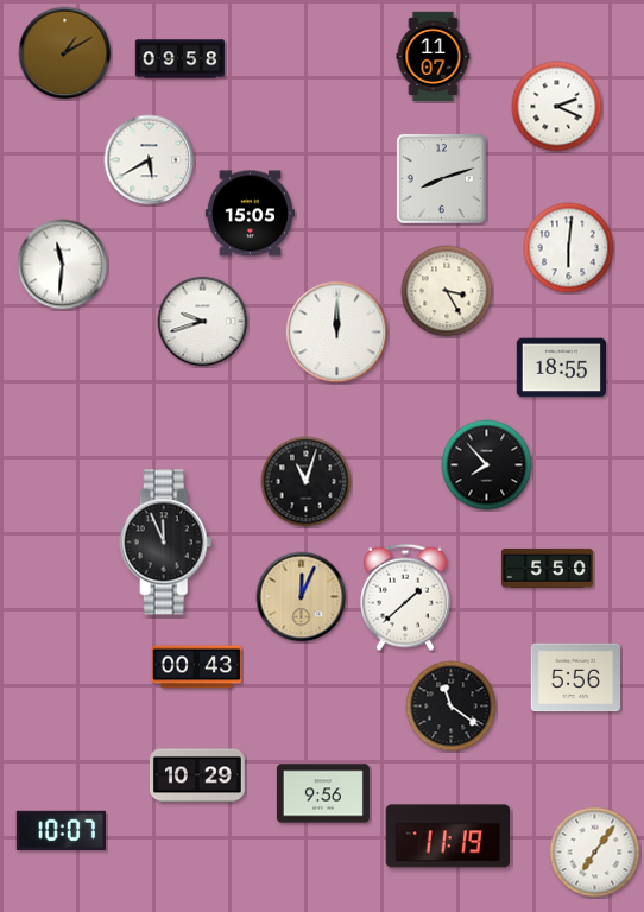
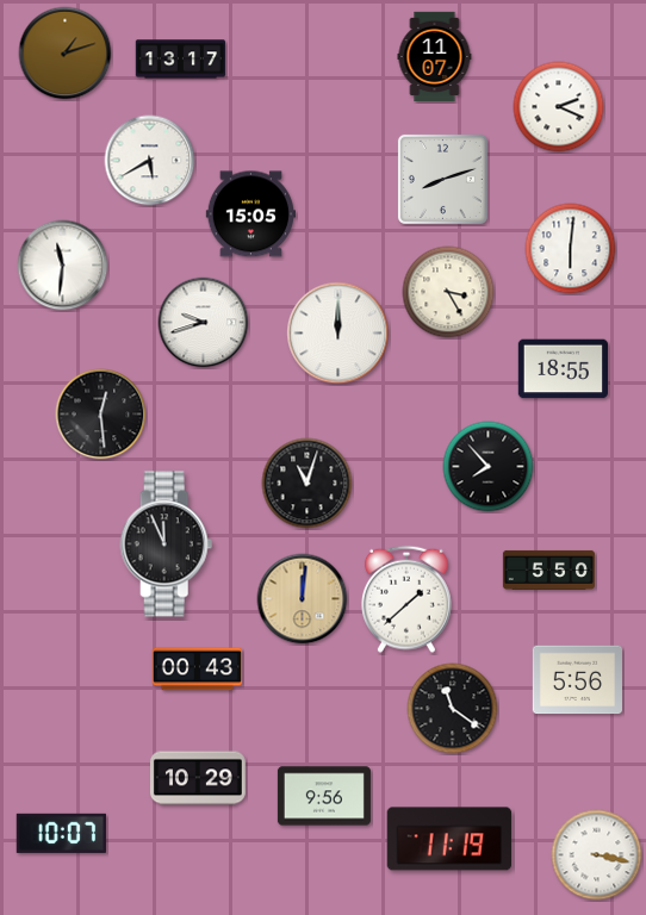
clock at (65, 53): 1:10 -> 1:12
clock at (181, 59): 09:58 -> 13:17
clock at (101, 415): none -> 12:29
clock at (302, 597): 12:04 -> 12:01
clock at (595, 853): 7:06 -> 3:17
